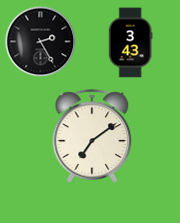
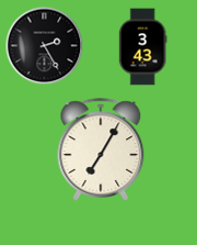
clock at (92, 136): 7:09 -> 7:05
